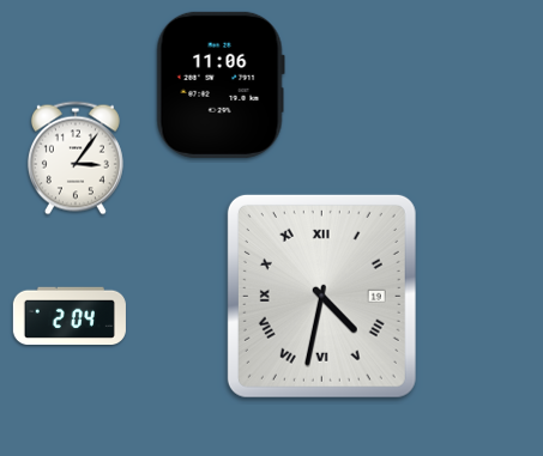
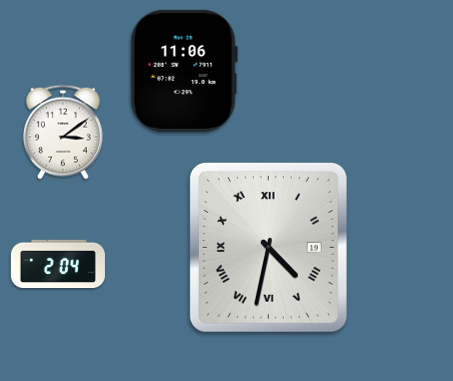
clock at (76, 158): 3:06 -> 3:09
